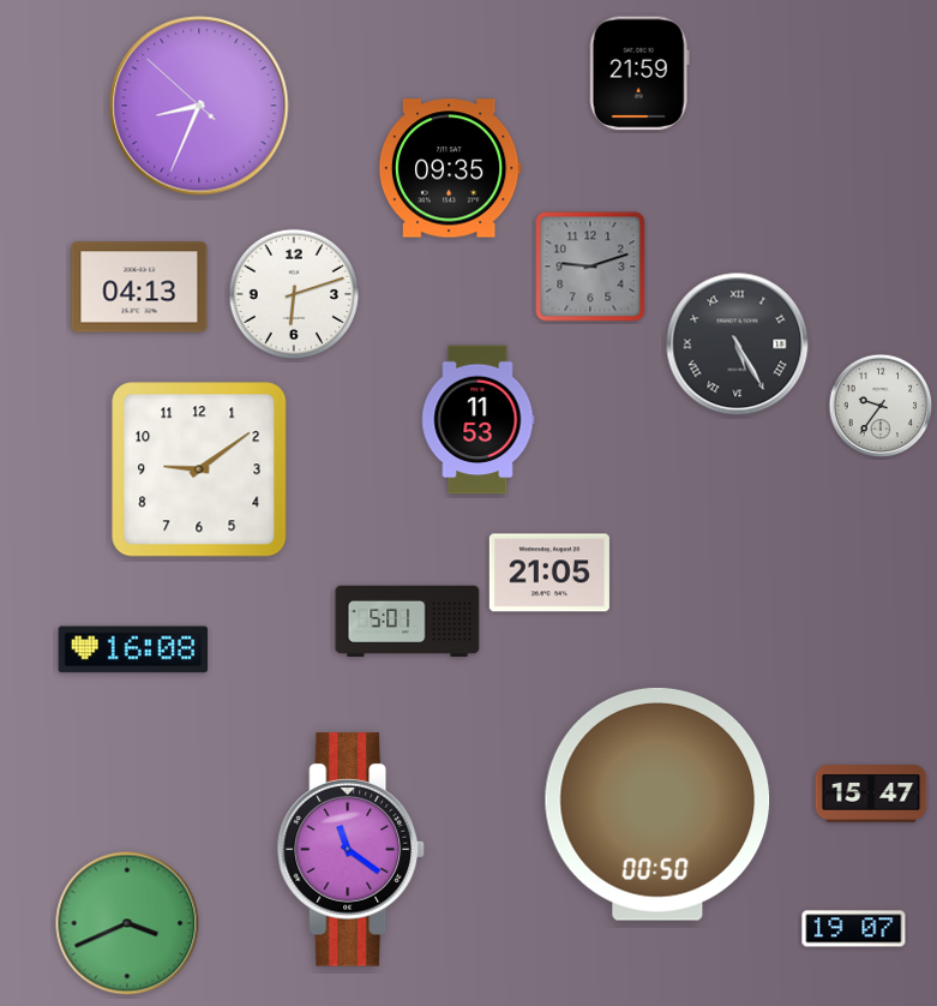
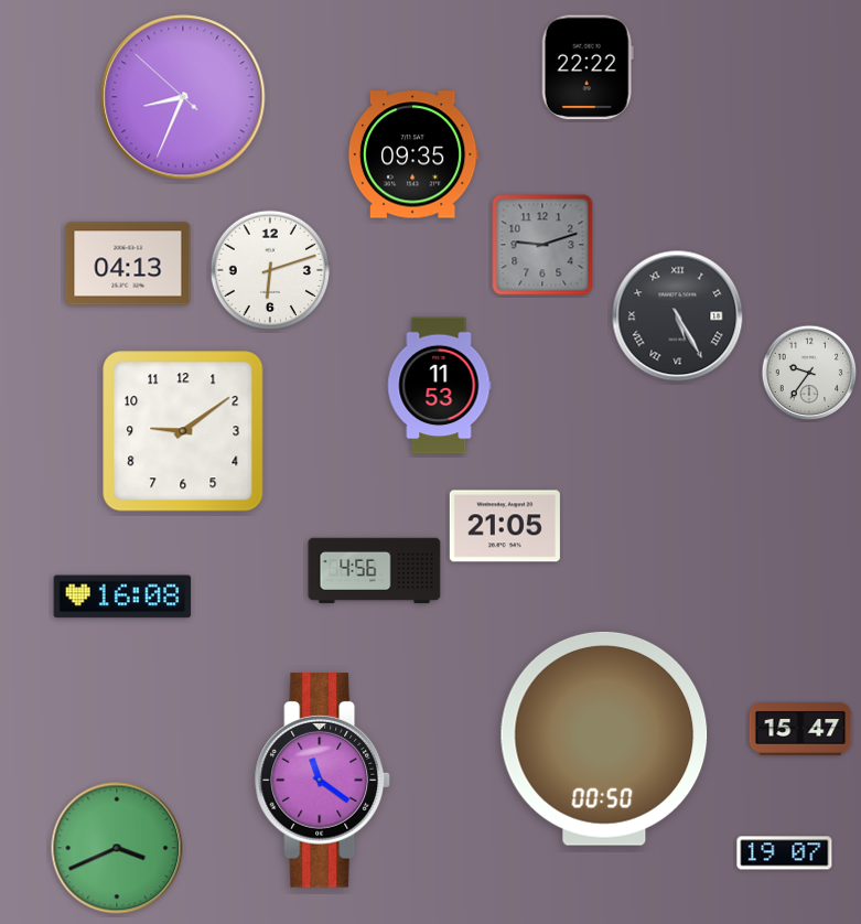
clock at (639, 73): 21:59 -> 22:22
clock at (408, 622): 5:01 -> 4:56
